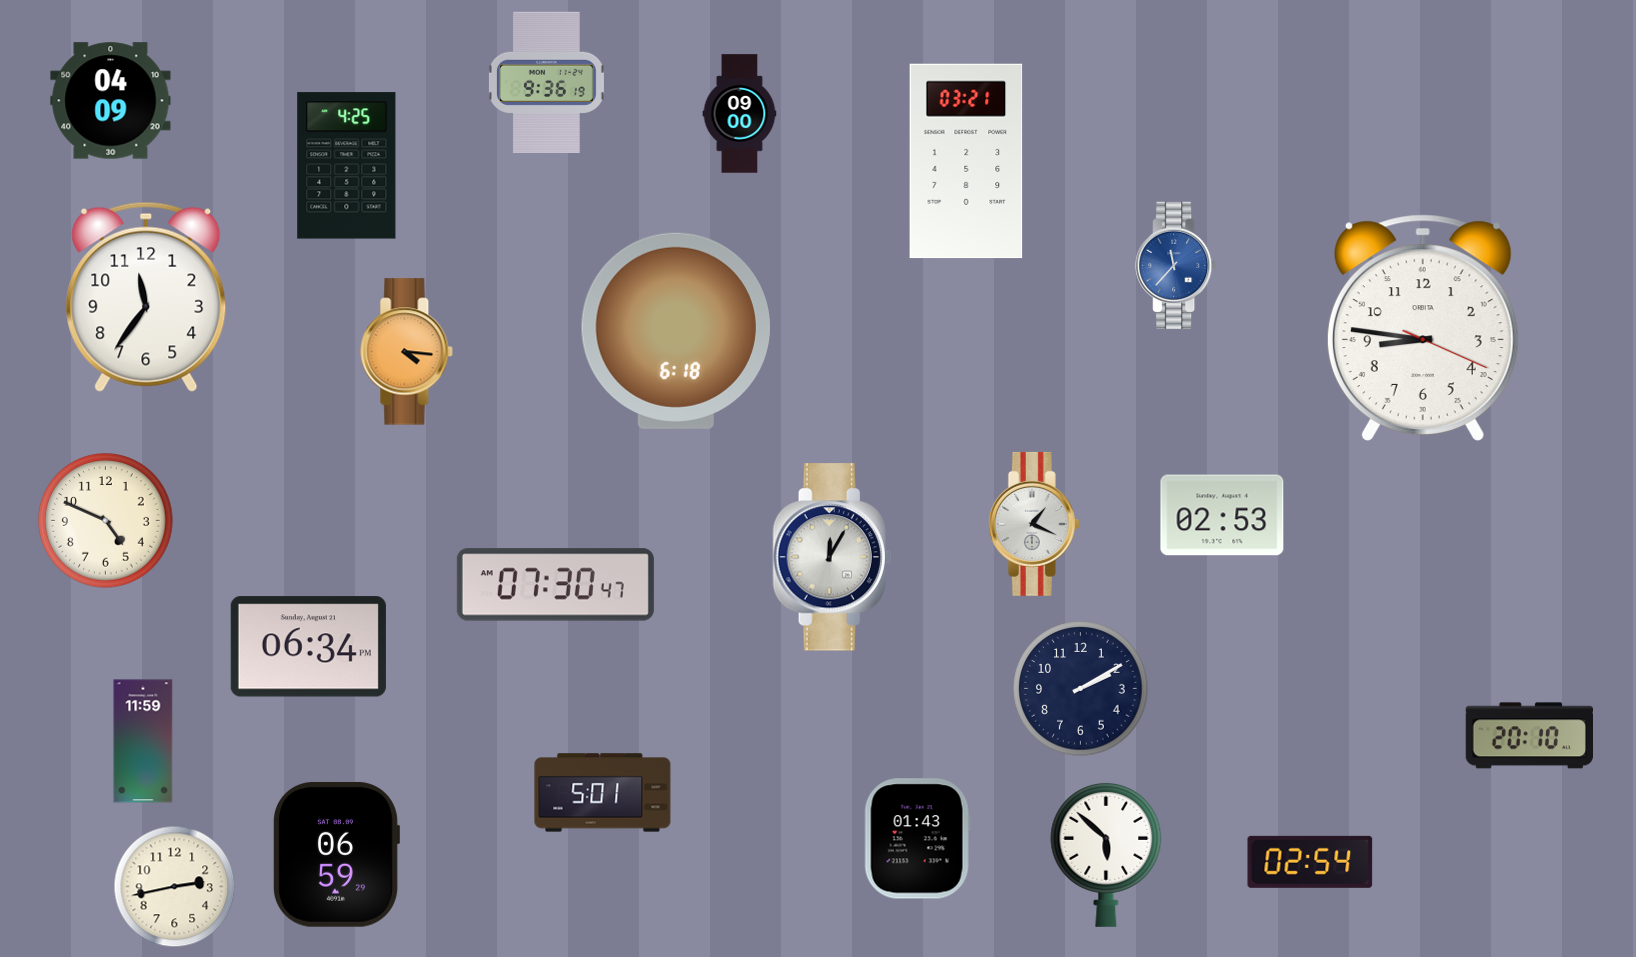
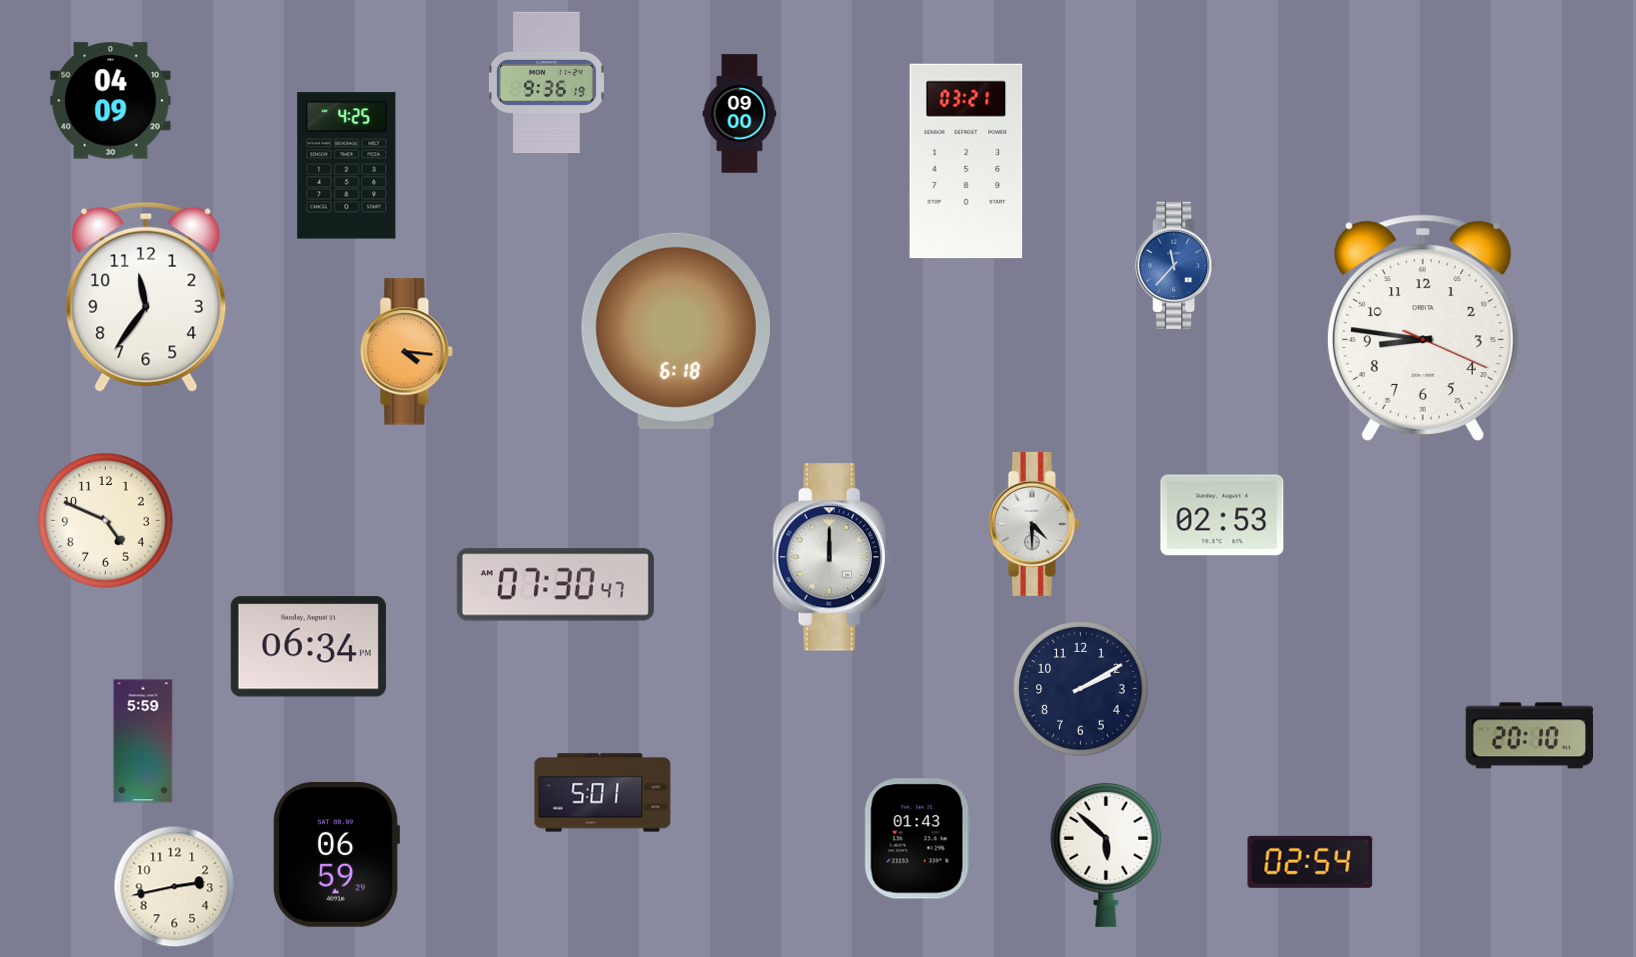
clock at (1034, 524): 1:19 -> 4:30
clock at (832, 557): 12:05 -> 12:00
clock at (143, 741): 11:59 -> 5:59
